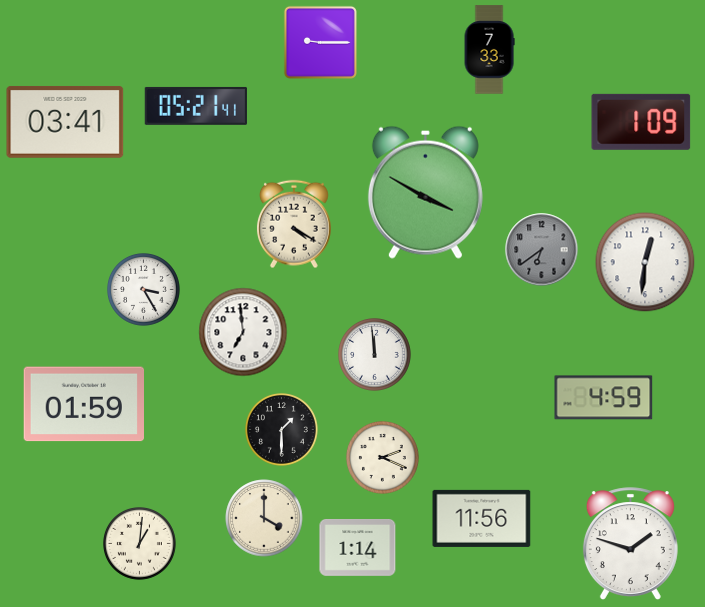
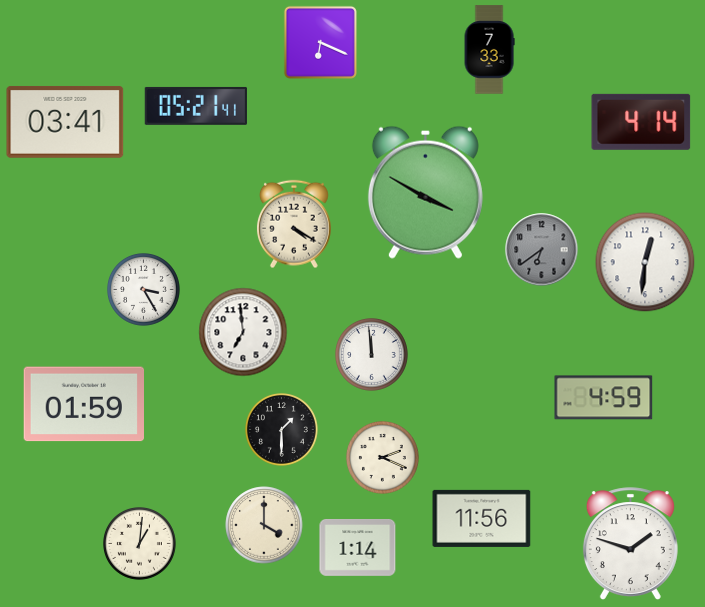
clock at (320, 42): 9:15 -> 6:19
clock at (641, 122): 1:09 -> 4:14
clock at (375, 355) position: (375, 355) -> (372, 355)
clock at (264, 518) position: (264, 518) -> (264, 525)
